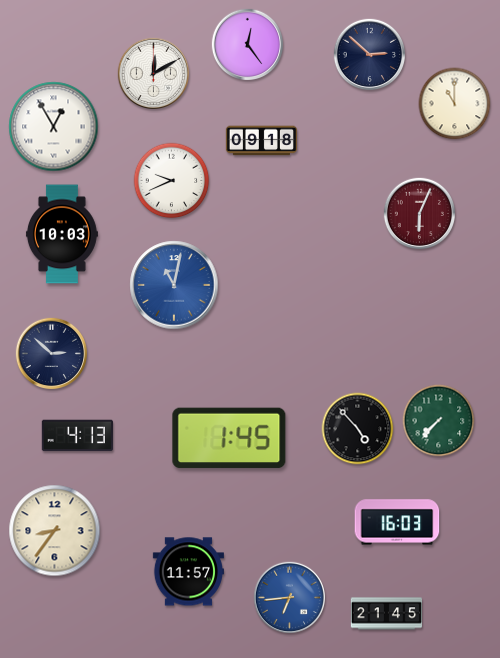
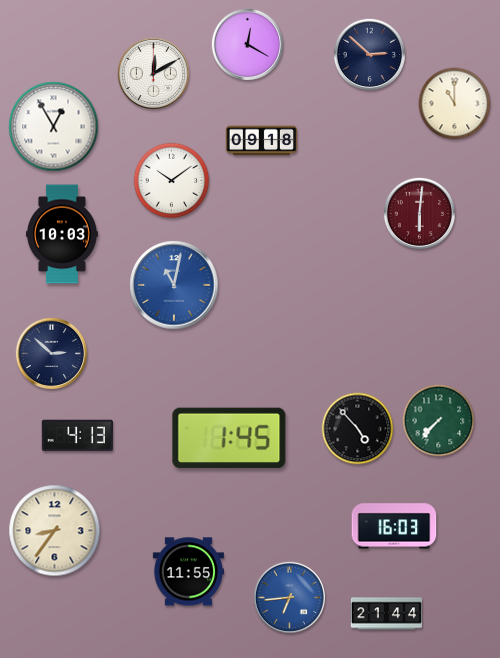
clock at (247, 44): 12:24 -> 12:20
clock at (172, 181): 9:41 -> 10:09
clock at (419, 213): 6:04 -> 6:01
clock at (397, 522) position: (397, 522) -> (394, 526)
clock at (188, 572): 11:57 -> 11:55
clock at (386, 614): 21:45 -> 21:44
